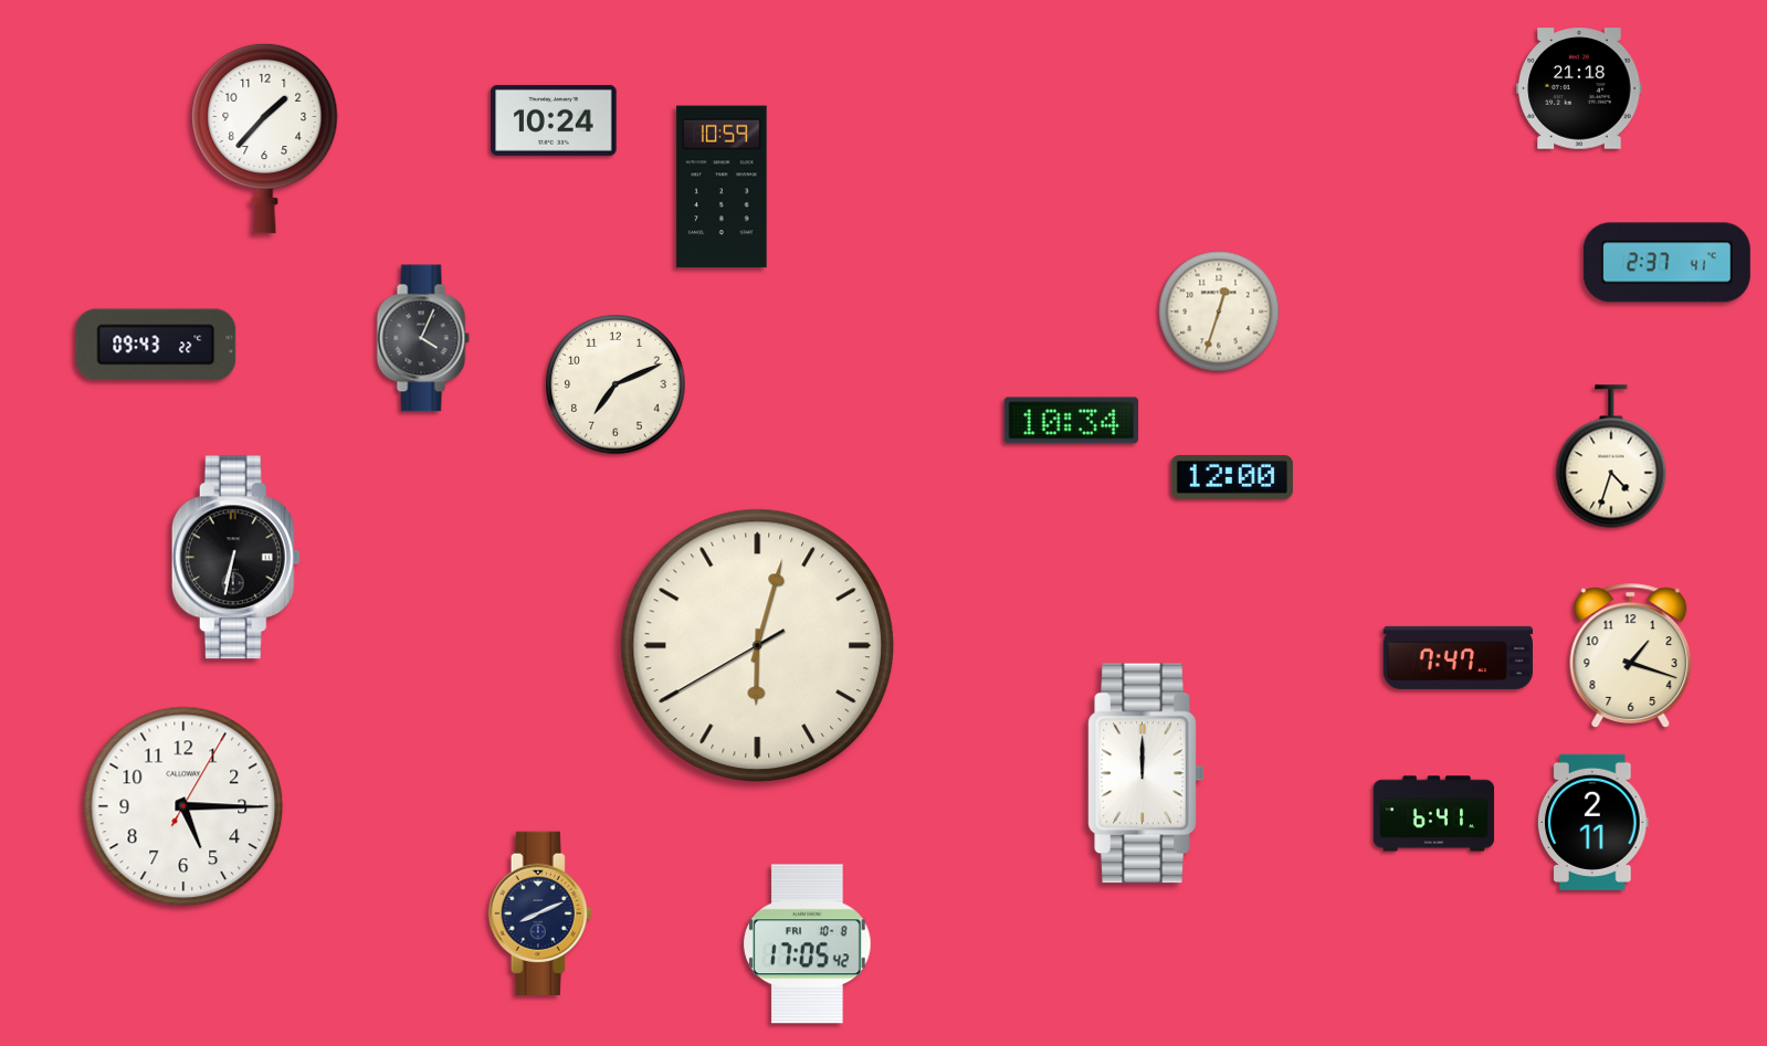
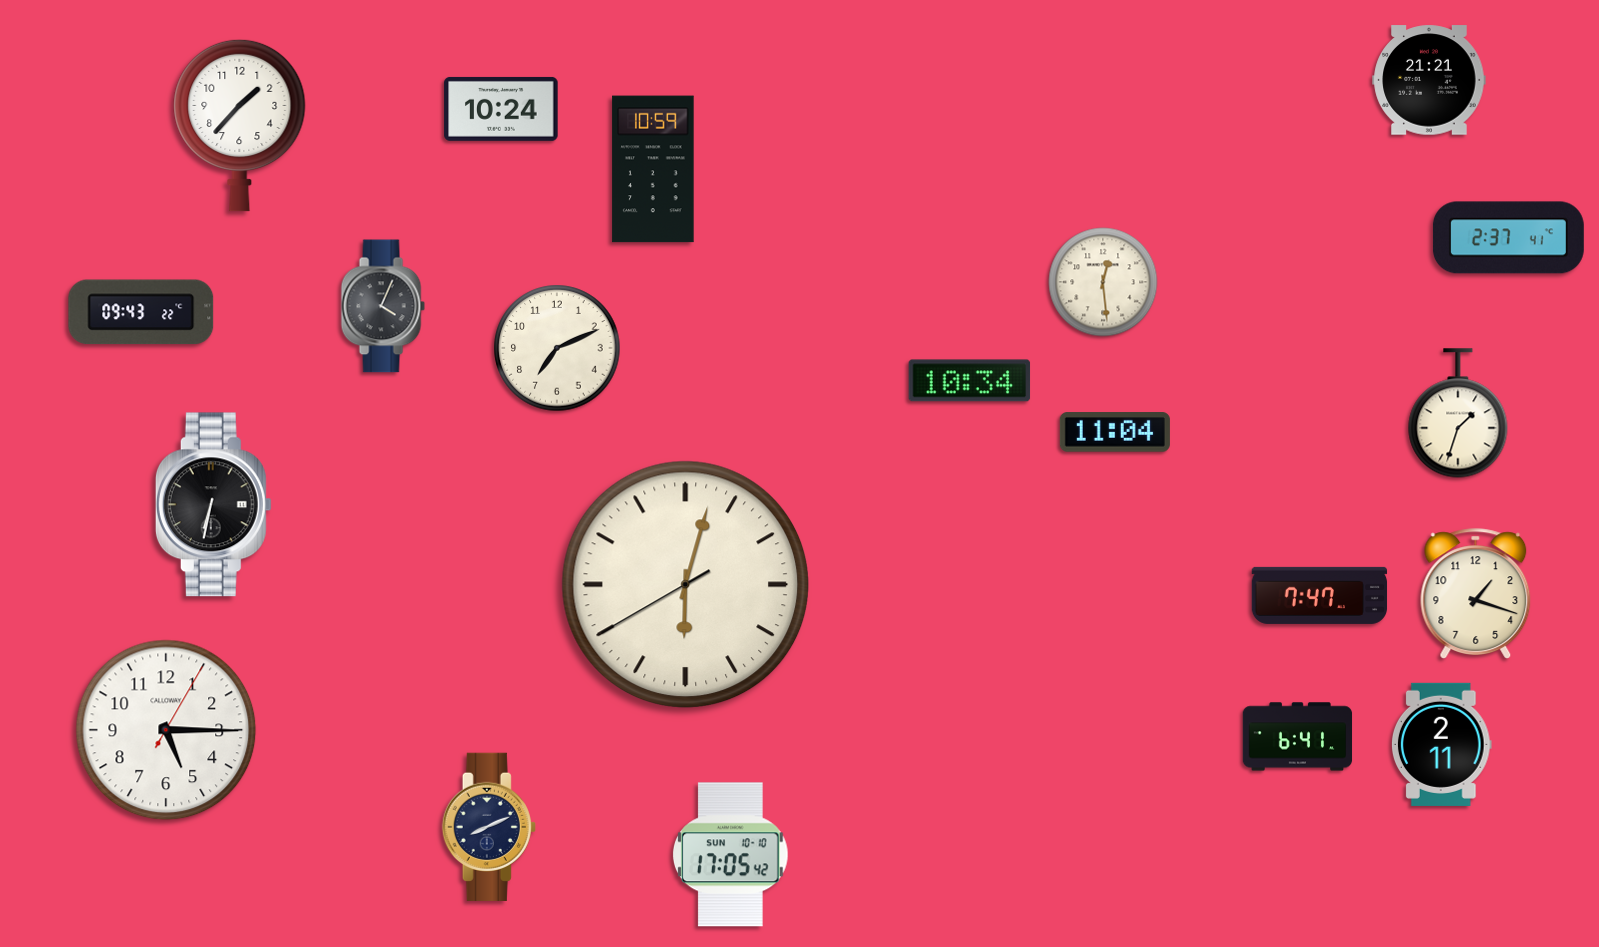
clock at (1579, 88): 21:18 -> 21:21
clock at (1219, 311): 12:33 -> 12:29
clock at (1611, 456): 4:33 -> 1:33
clock at (1232, 477): 12:00 -> 11:04
clock at (1146, 773): 12:00 -> none
clock at (807, 944) date: FRI 10-8 -> SUN 10-10
